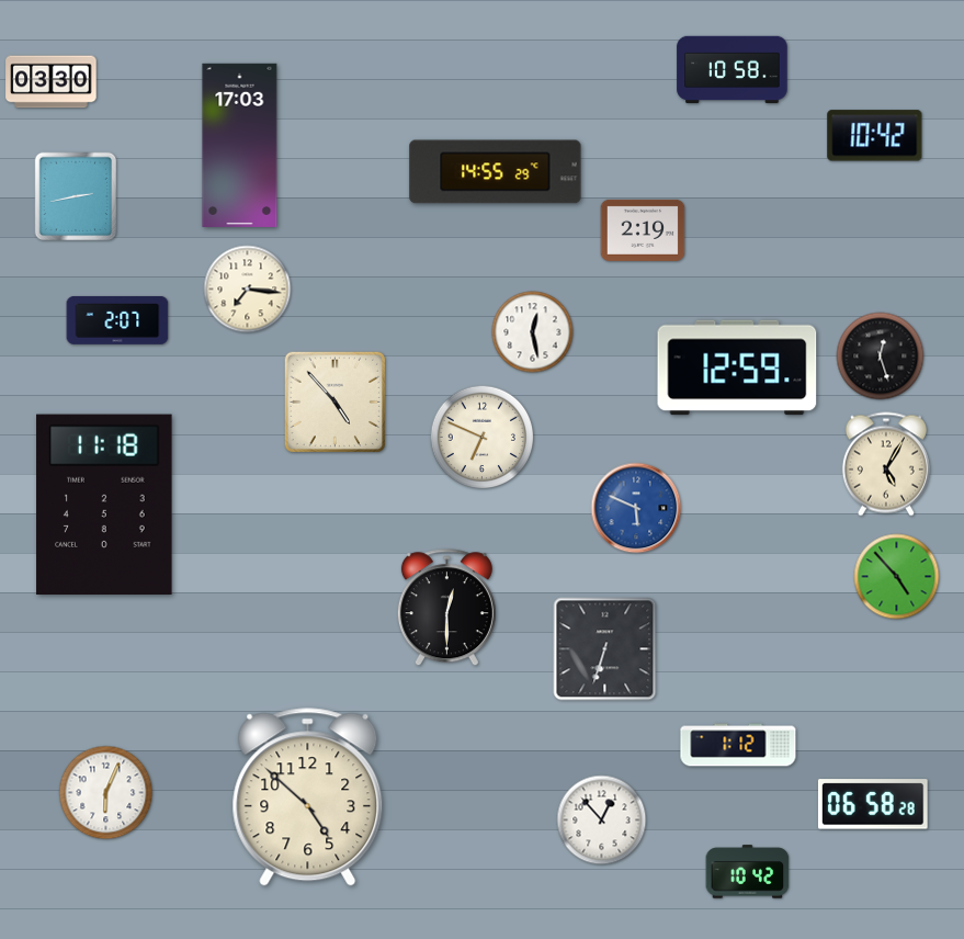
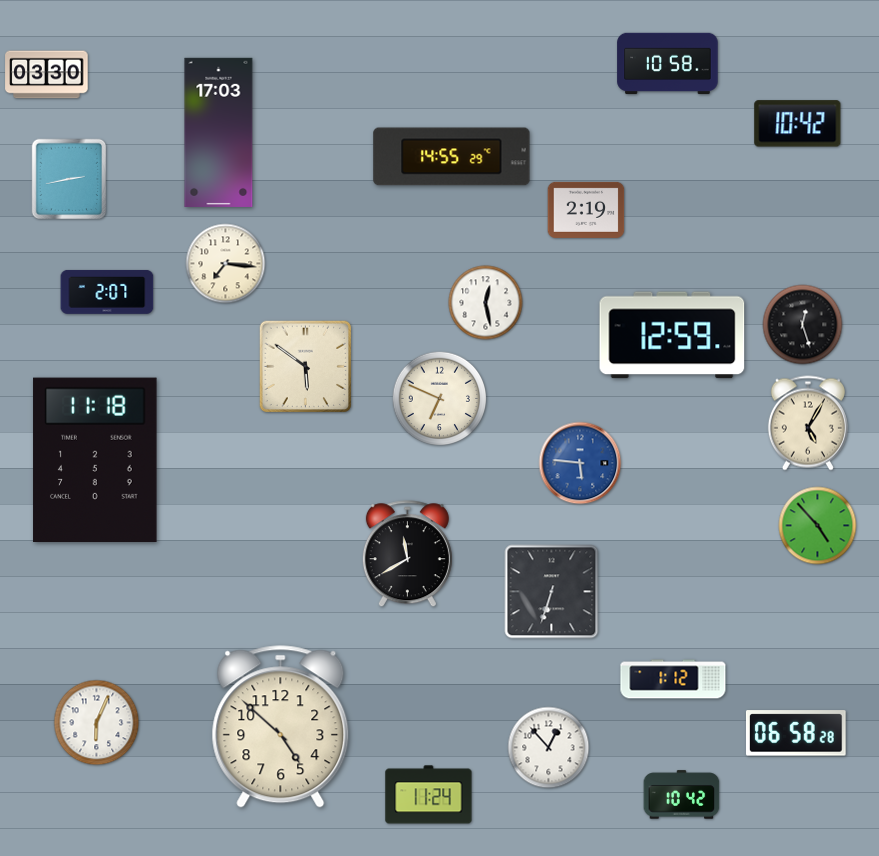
clock at (336, 403): 4:53 -> 5:51
clock at (636, 508): 5:49 -> 5:46
clock at (446, 608): 12:30 -> 11:40
clock at (429, 795): none -> 11:24
